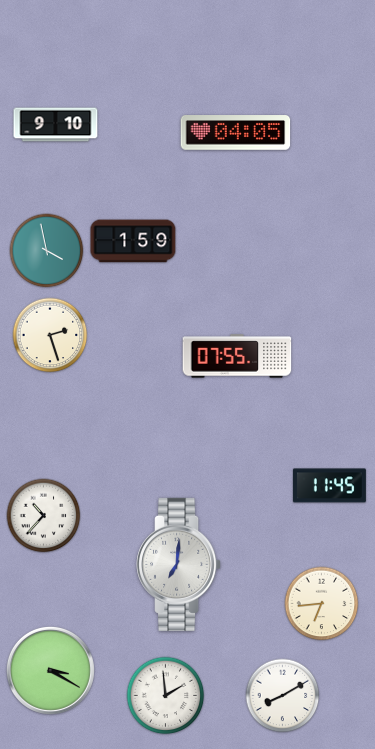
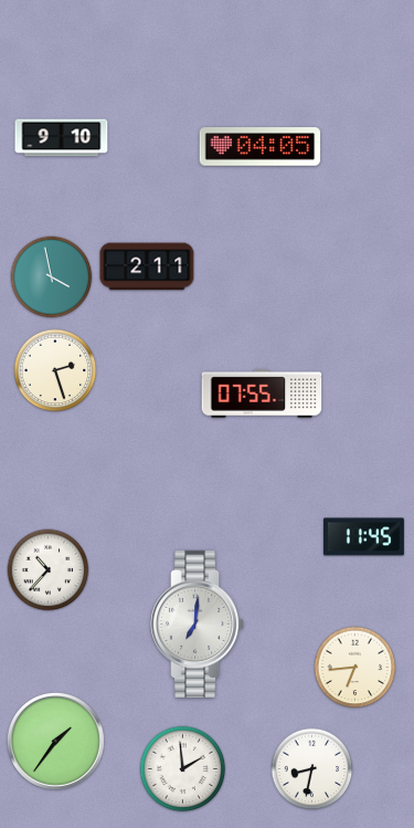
clock at (133, 241): 1:59 -> 2:11
clock at (50, 670): 3:20 -> 1:36
clock at (283, 696): 8:10 -> 8:32
